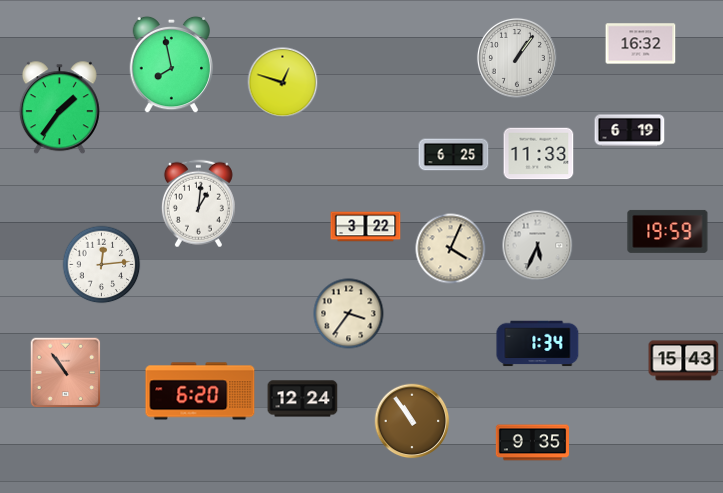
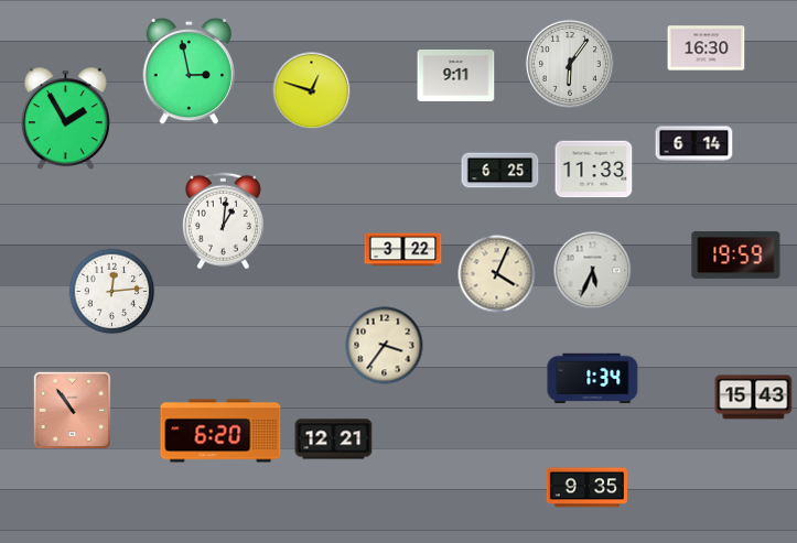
clock at (641, 44): 16:32 -> 16:30
clock at (517, 58): 1:06 -> 6:06
clock at (172, 65): 7:58 -> 2:58
clock at (456, 75): none -> 9:11
clock at (59, 108): 1:36 -> 1:55
clock at (630, 131): 6:19 -> 6:14
clock at (198, 204) position: (198, 204) -> (223, 221)
clock at (303, 399): 12:24 -> 12:21
clock at (412, 421): 10:54 -> none
